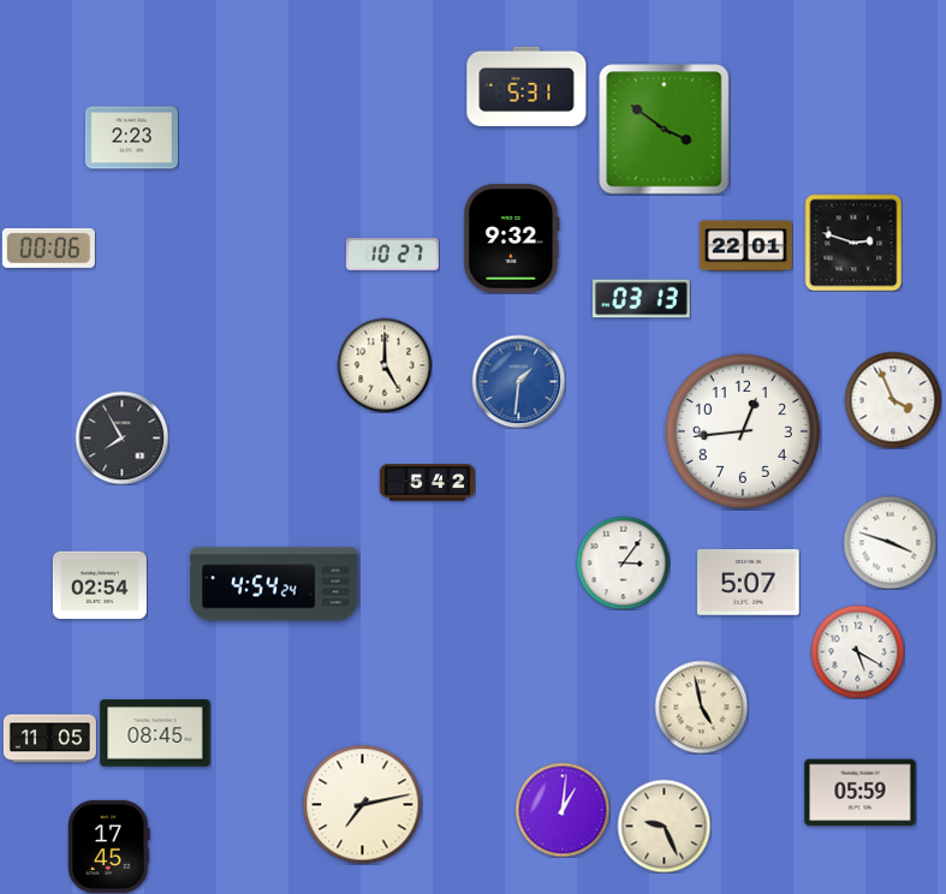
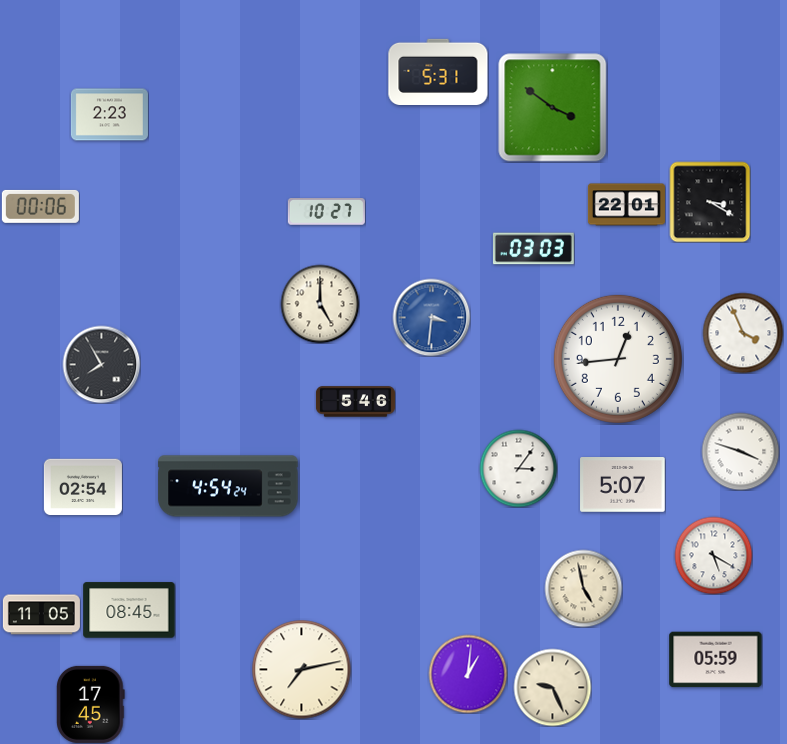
clock at (512, 239): 9:32 -> none
clock at (853, 243): 2:48 -> 3:20
clock at (745, 246) position: (745, 246) -> (626, 205)
clock at (641, 299): 03:13 -> 03:03
clock at (518, 381): 1:31 -> 3:31
clock at (427, 483): 5:42 -> 5:46
clock at (857, 651) position: (857, 651) -> (713, 555)
